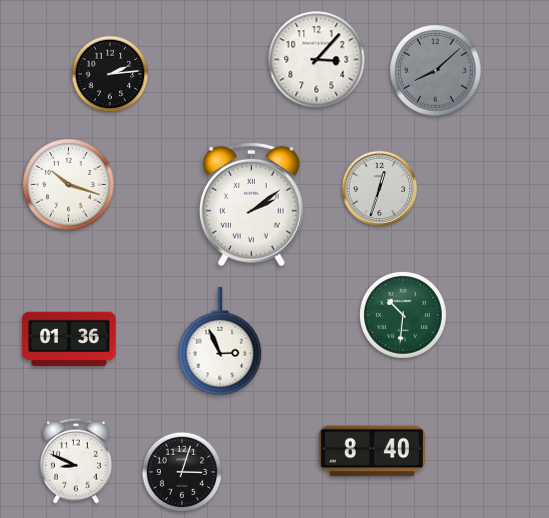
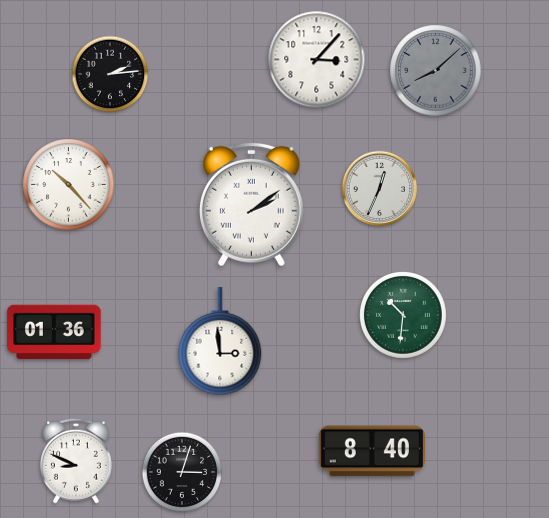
clock at (69, 185): 10:18 -> 10:23
clock at (380, 189): 12:33 -> 12:34
clock at (69, 339) position: (69, 339) -> (54, 332)
clock at (220, 341): 2:56 -> 2:59
